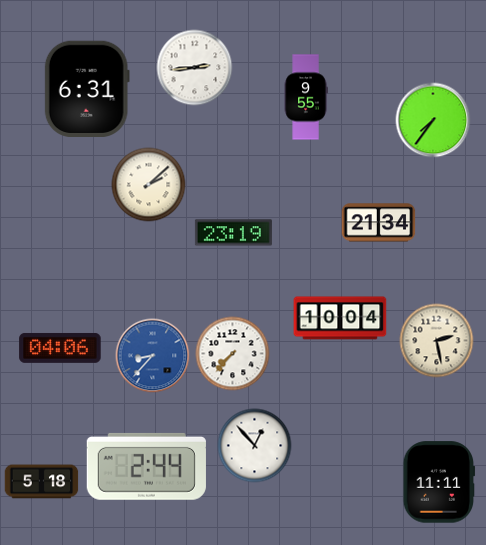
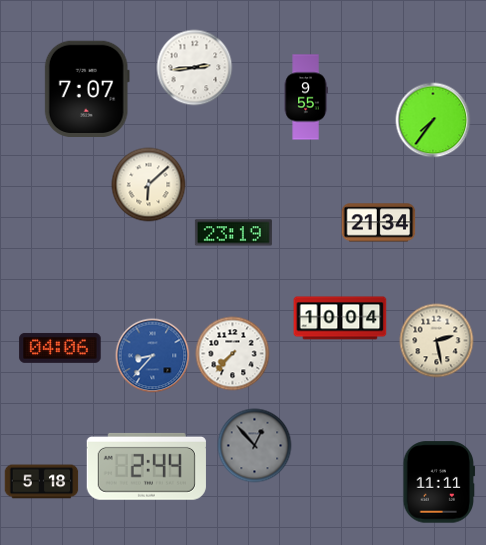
clock at (87, 88): 6:31 -> 7:07
clock at (149, 185): 2:08 -> 6:08
clock at (255, 446) dial: white -> grey
